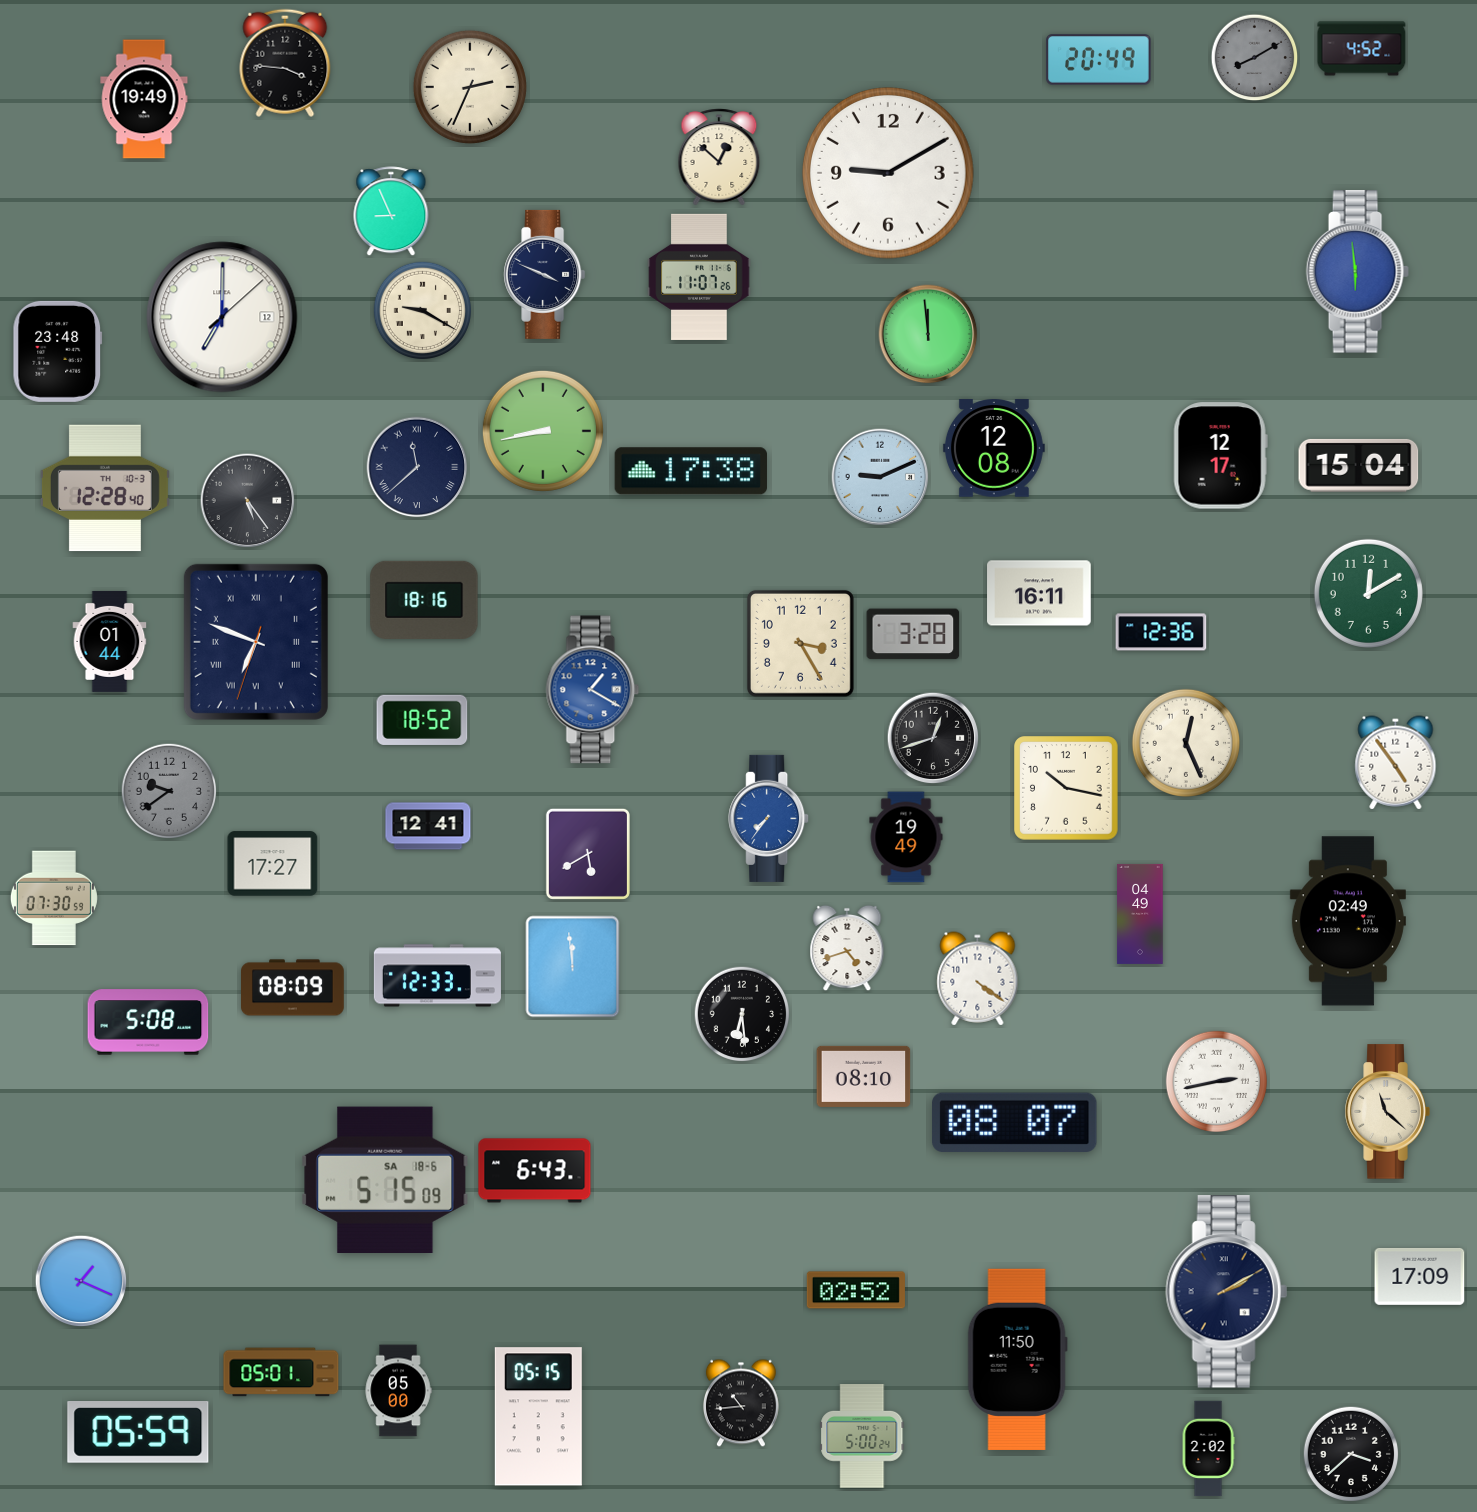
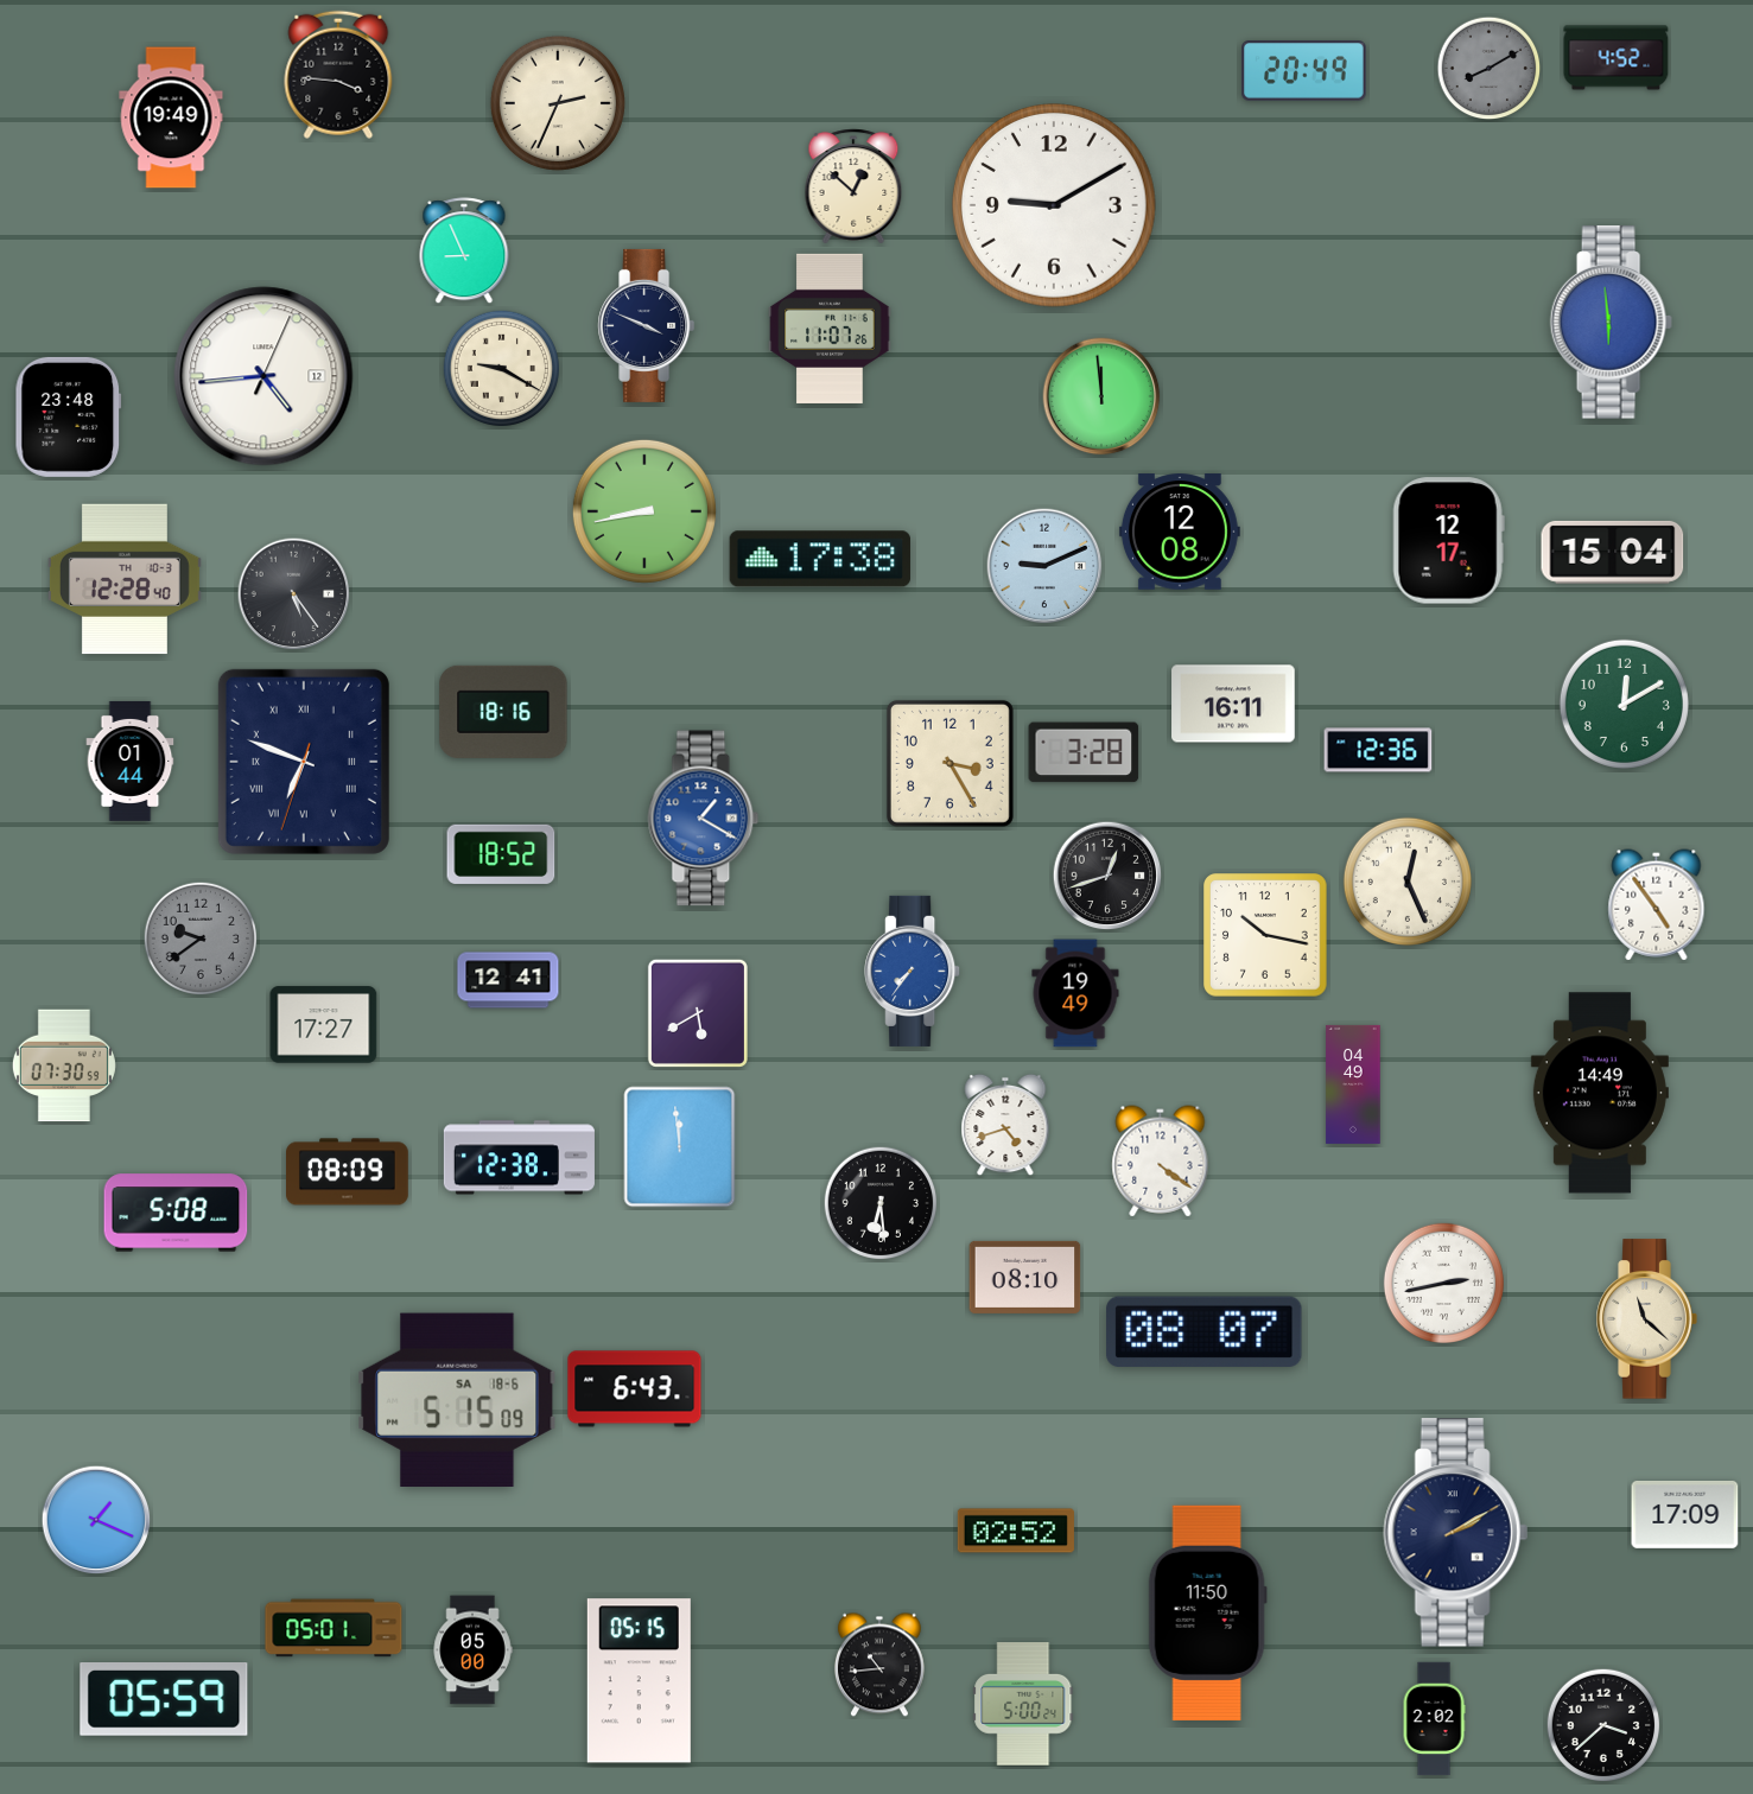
clock at (222, 317): 7:00 -> 4:44
clock at (417, 467): 11:38 -> none
clock at (1348, 921): 02:49 -> 14:49
clock at (437, 976): 12:33 -> 12:38
